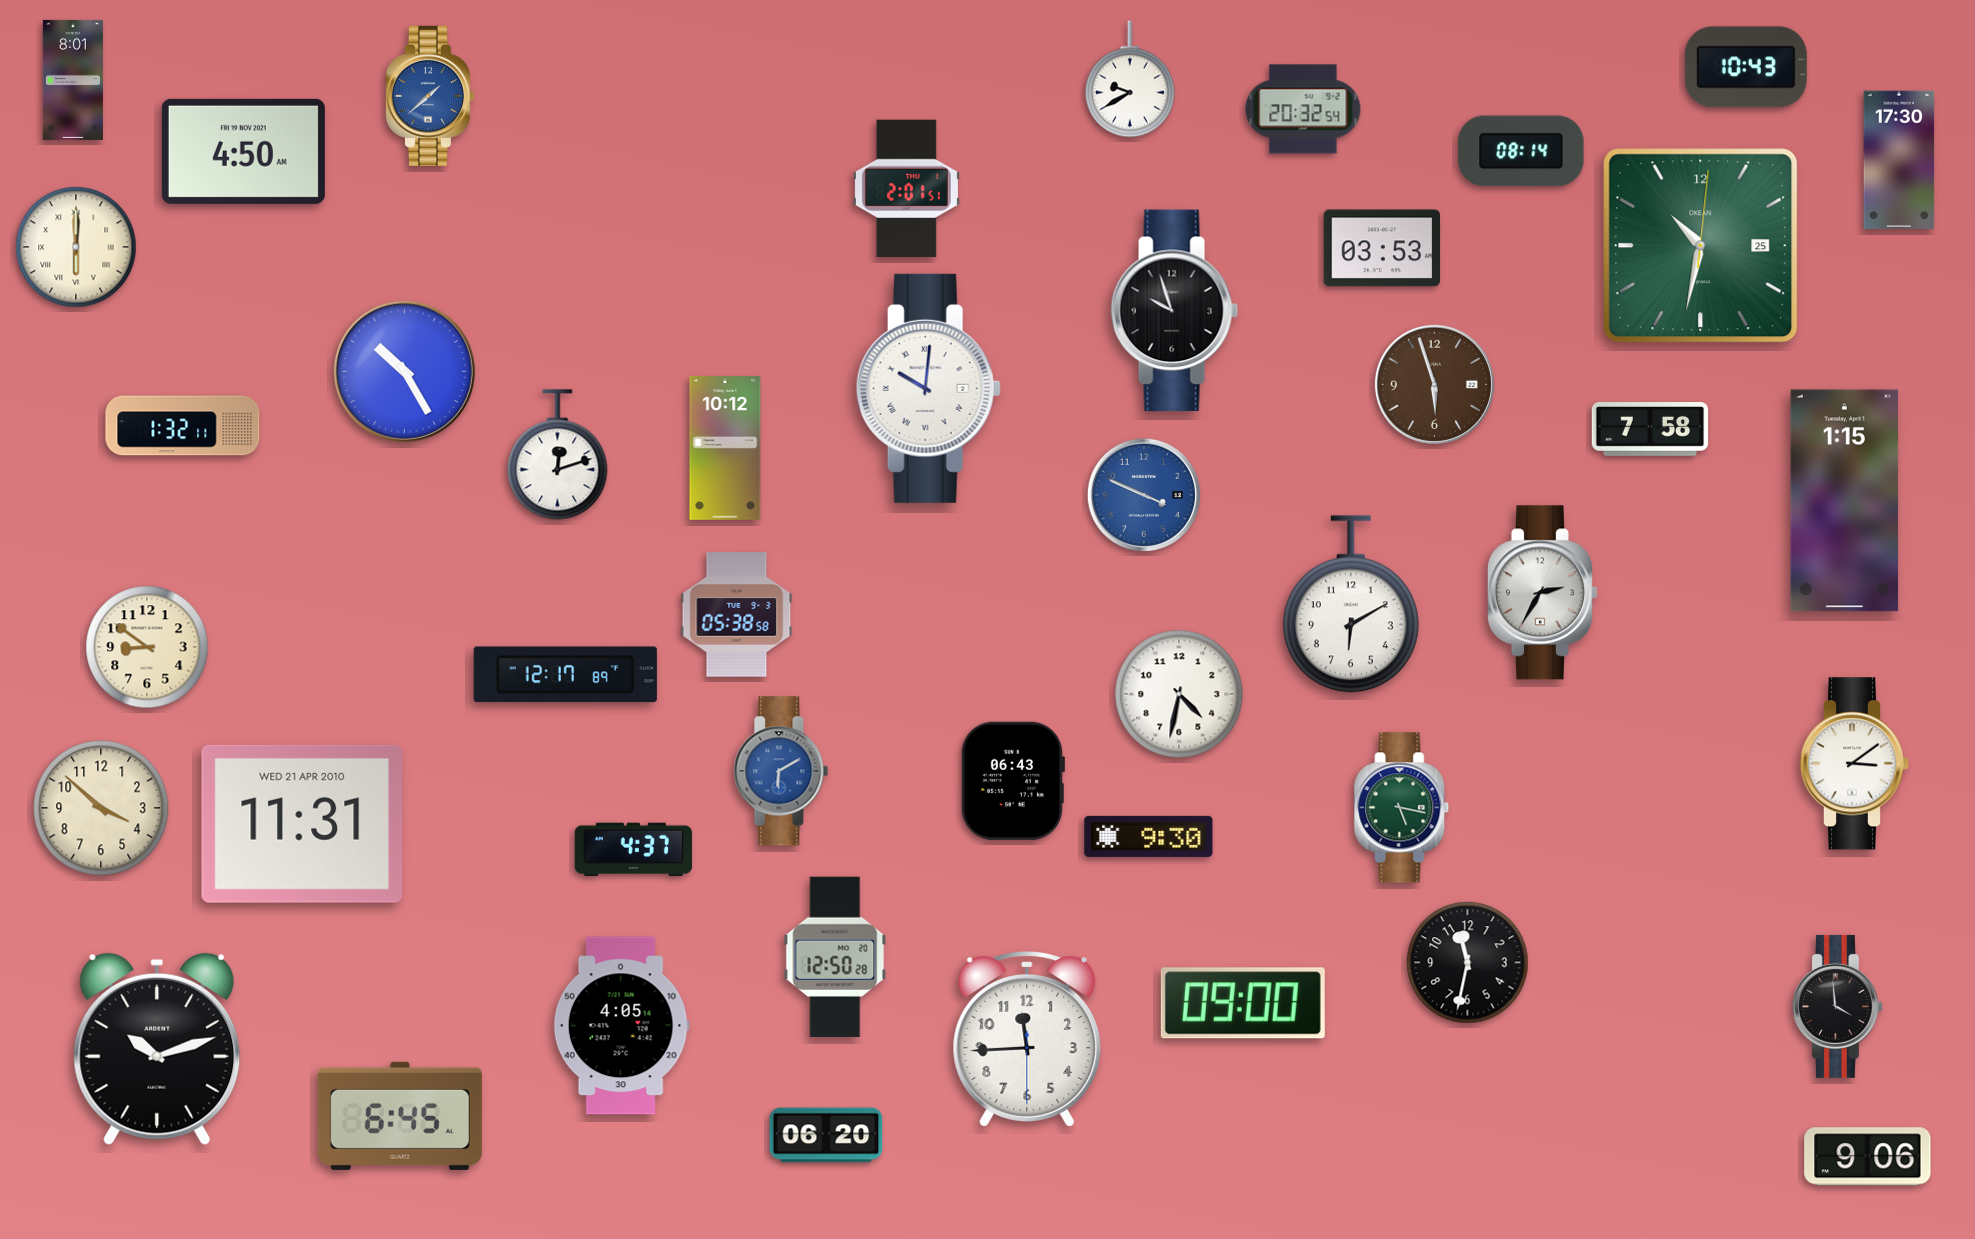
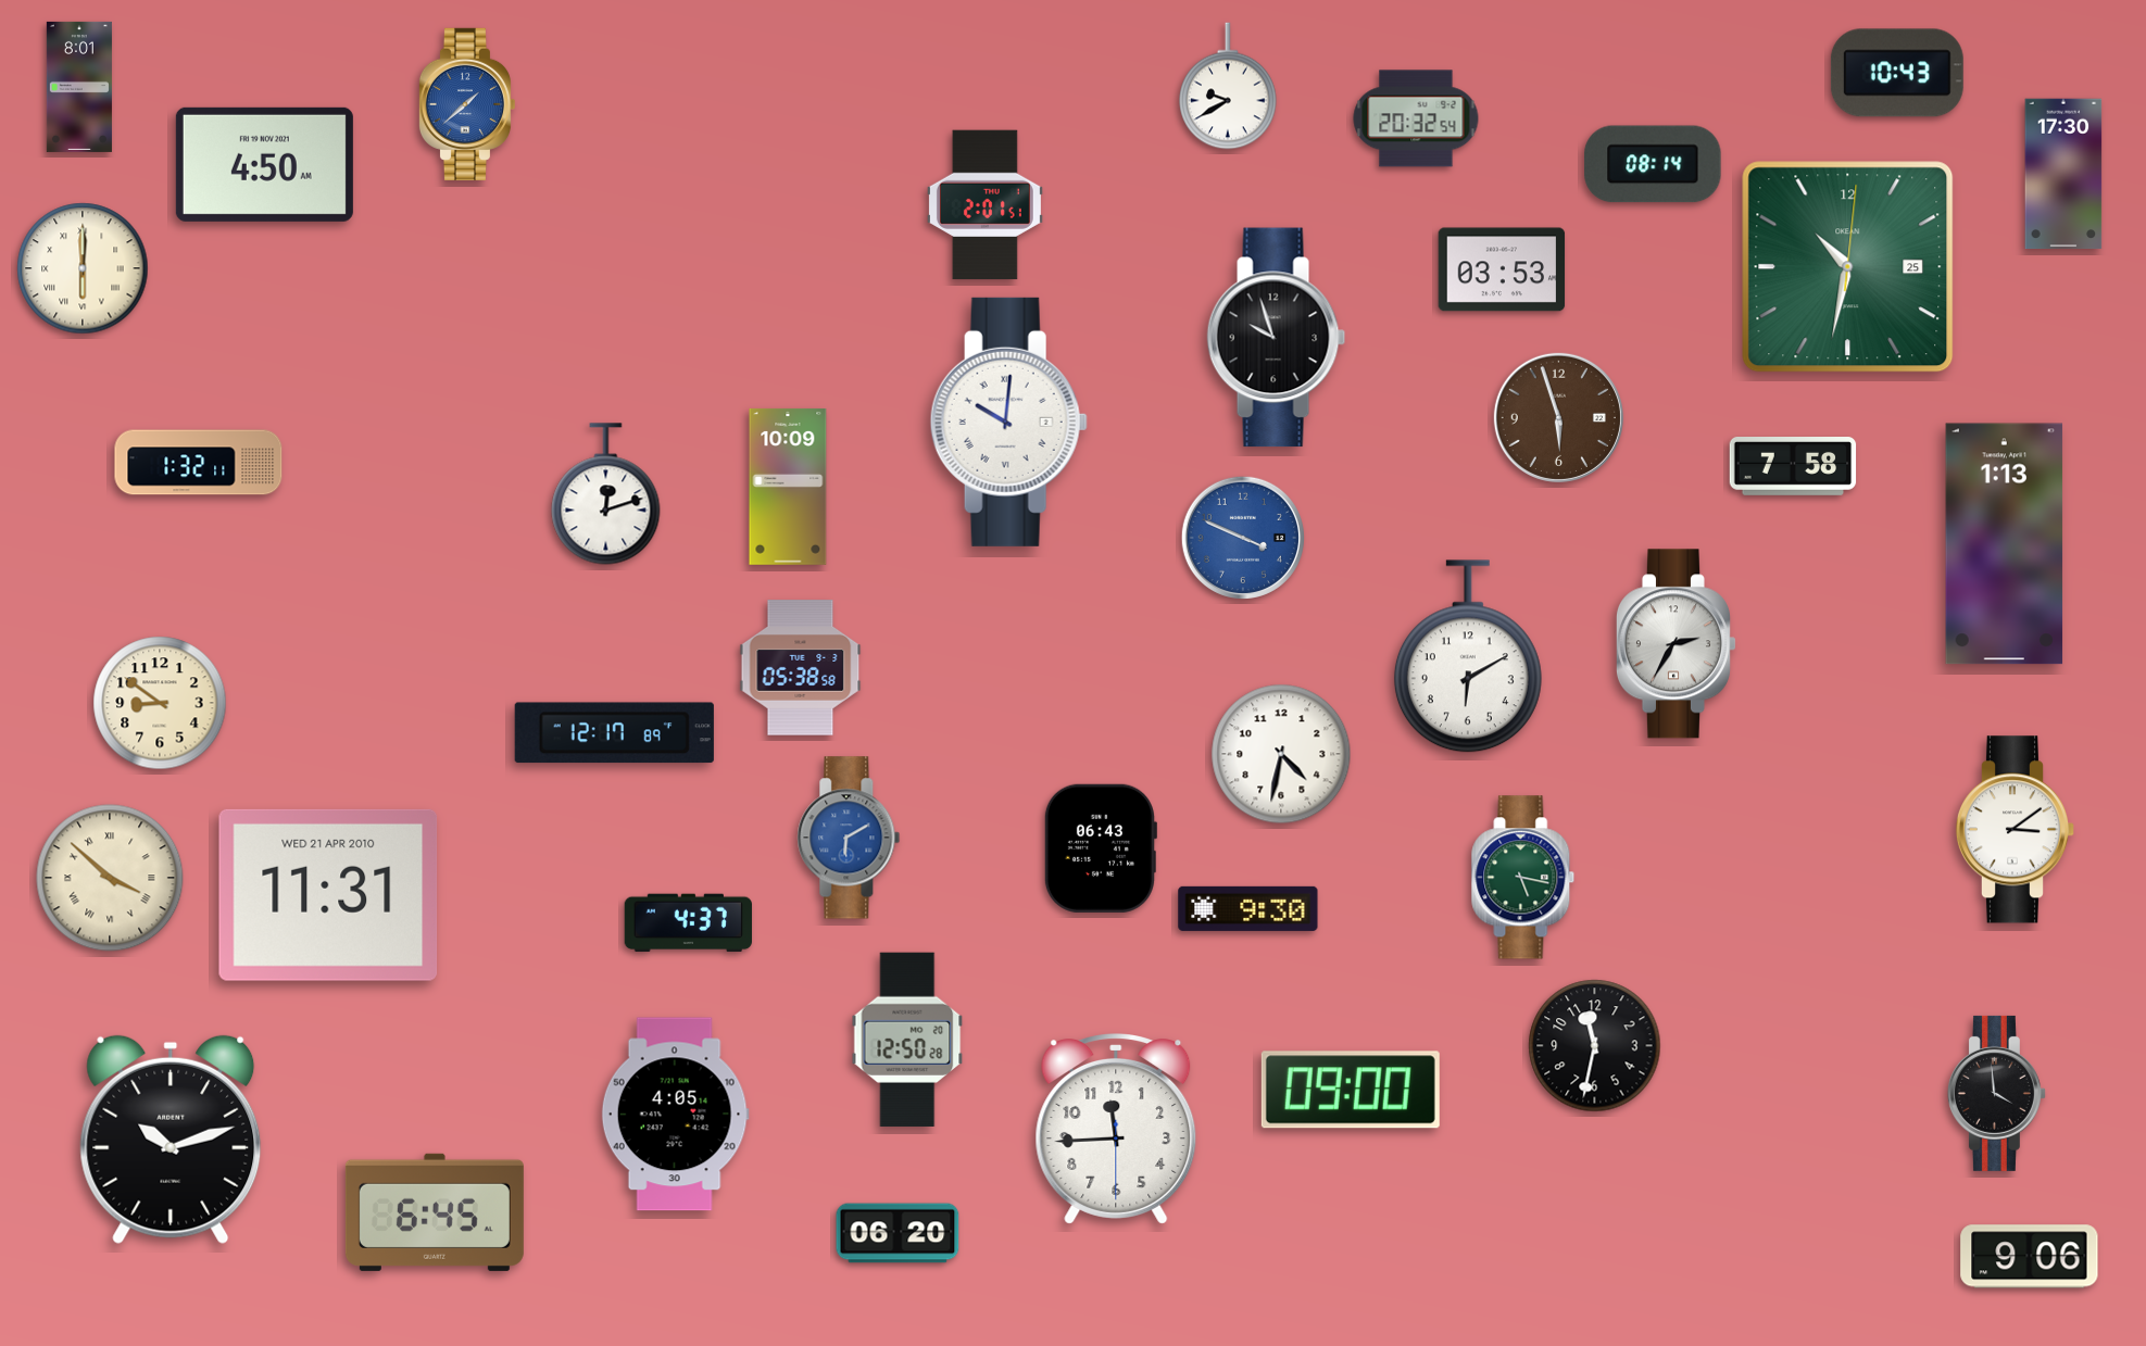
clock at (404, 371): 10:25 -> none
clock at (725, 448): 10:12 -> 10:09
clock at (1845, 501): 1:15 -> 1:13
clock at (101, 808) numerals: Arabic -> Roman
